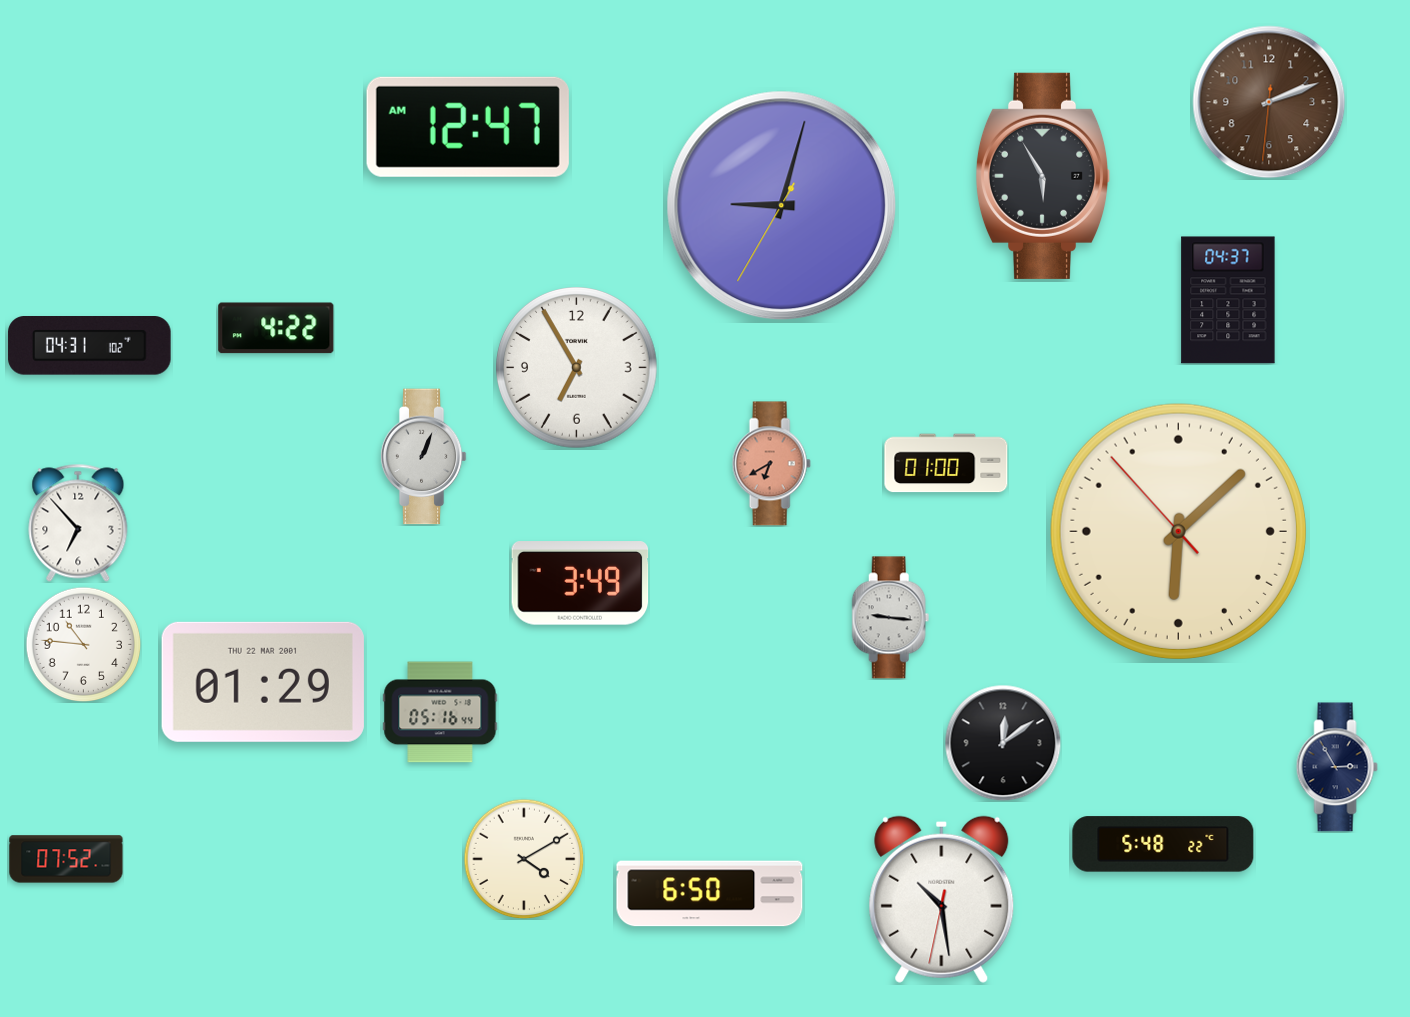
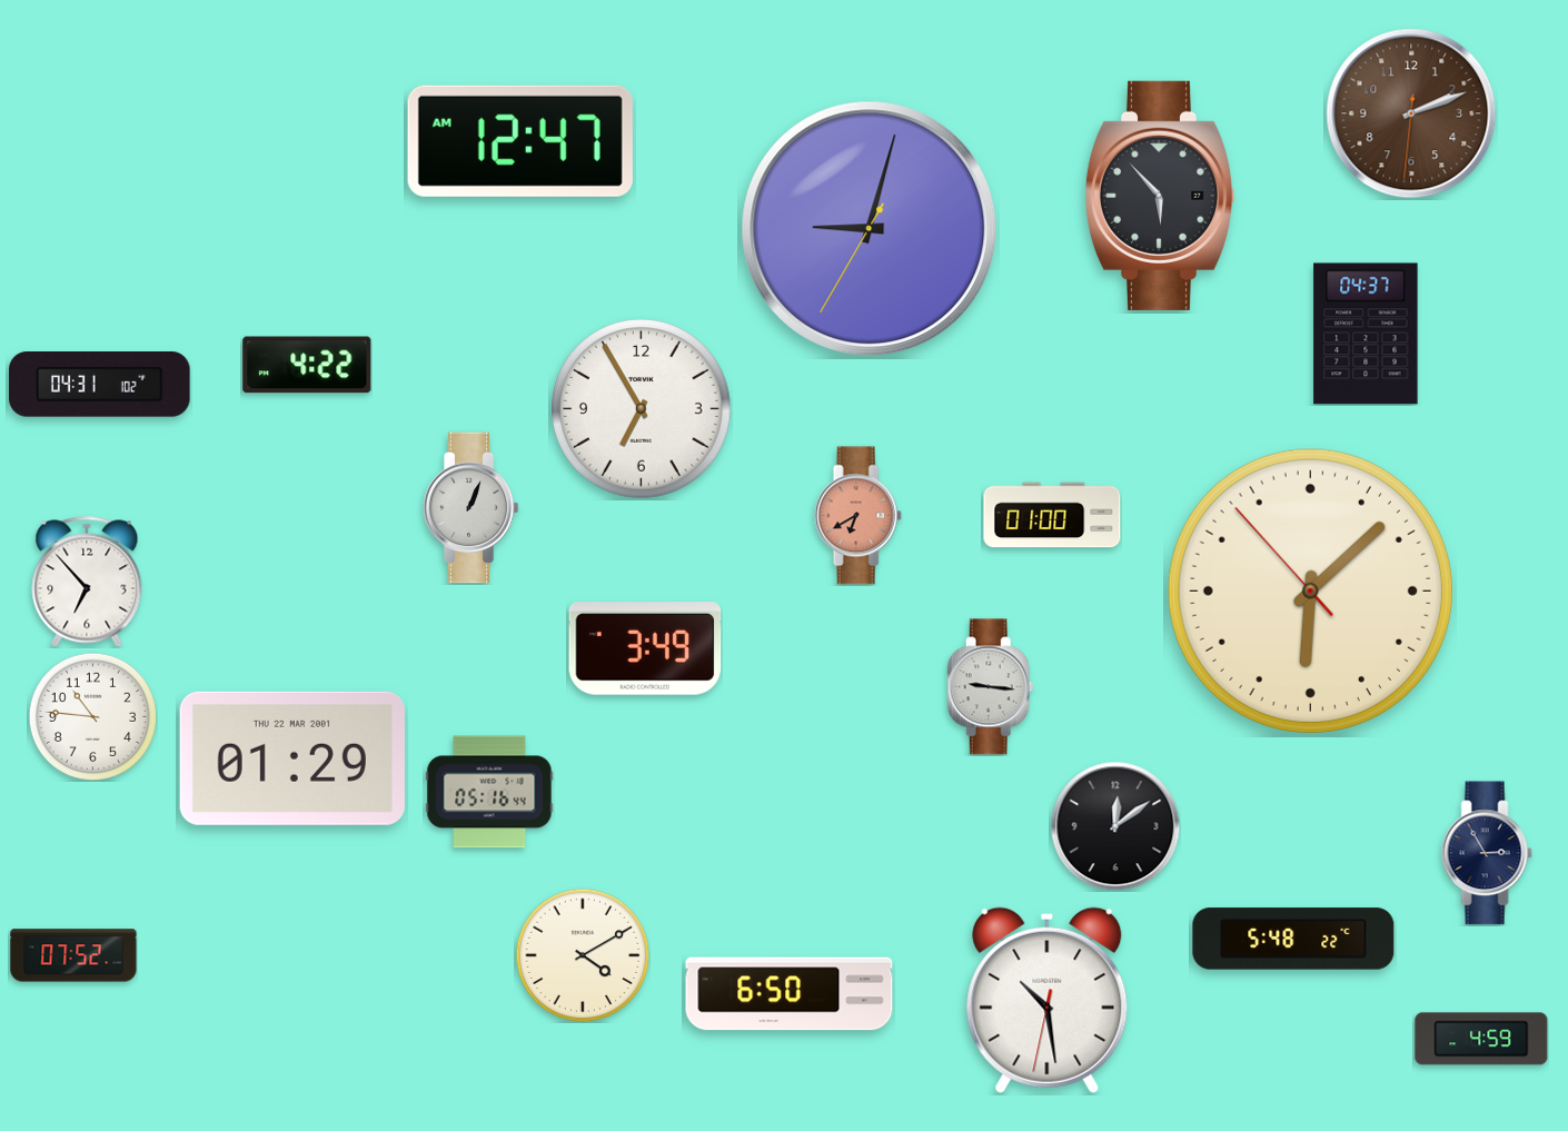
clock at (1043, 176): 5:55 -> 5:53
clock at (1481, 1039): none -> 4:59
